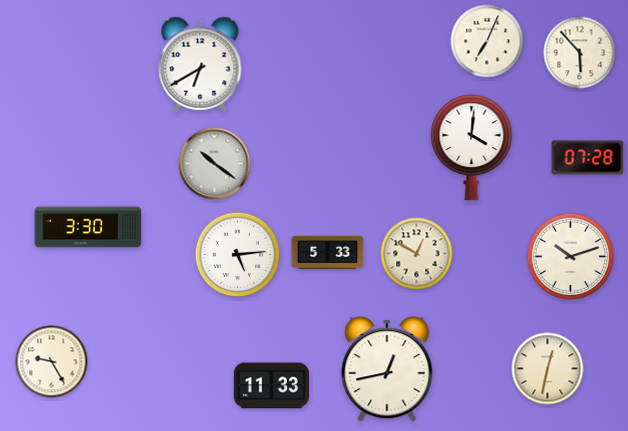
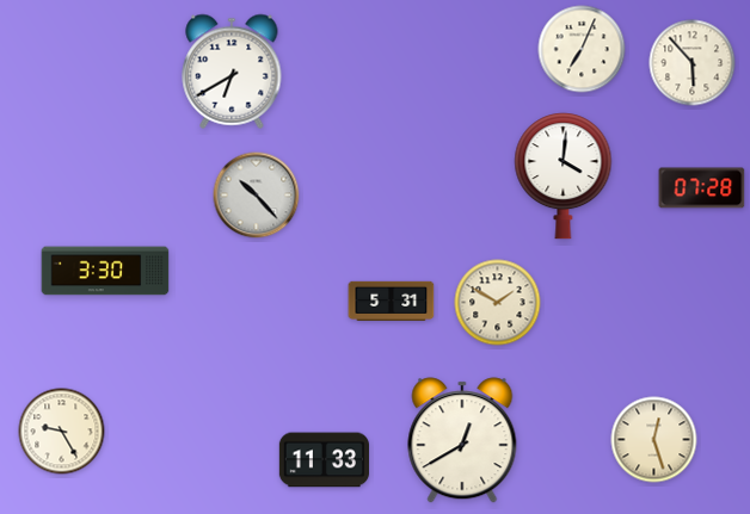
clock at (200, 65) position: (200, 65) -> (232, 72)
clock at (215, 164): 10:21 -> 10:23
clock at (328, 252): 5:33 -> 5:31
clock at (417, 254): 12:50 -> 1:50
clock at (238, 255): 5:14 -> none
clock at (571, 257): 10:12 -> none
clock at (387, 369): 12:43 -> 12:40
clock at (548, 369): 12:32 -> 12:27
